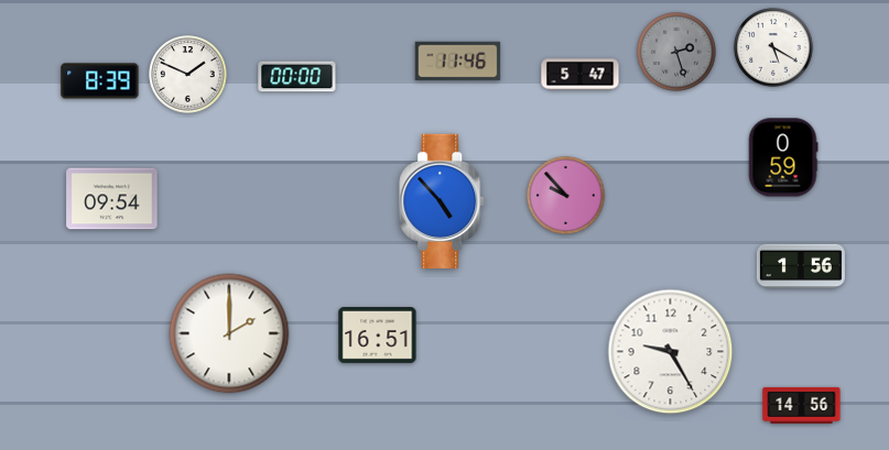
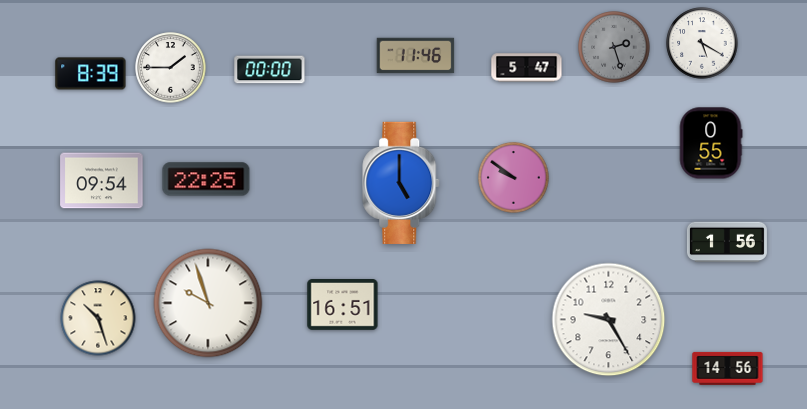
clock at (188, 75): 1:49 -> 1:45
clock at (783, 157): 0:59 -> 0:55
clock at (566, 196): 9:53 -> 9:51
clock at (206, 179): none -> 22:25
clock at (443, 201): 4:53 -> 5:00
clock at (229, 333): 2:00 -> 9:57
clock at (98, 318): none -> 10:27
